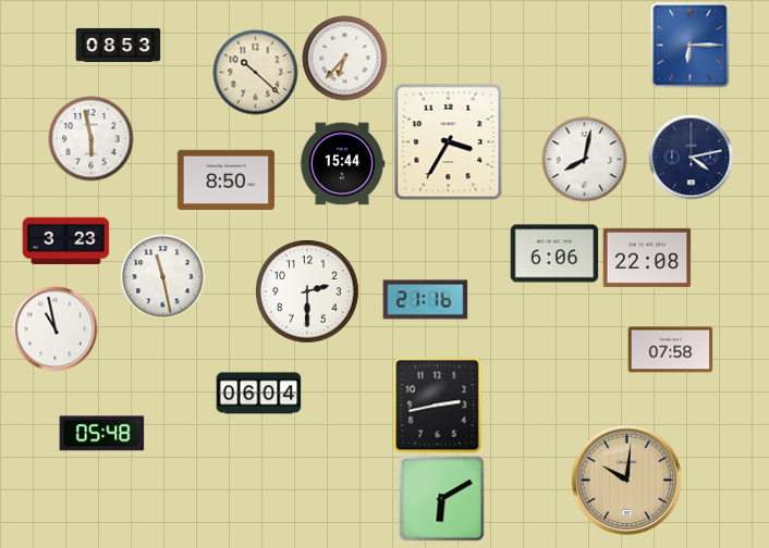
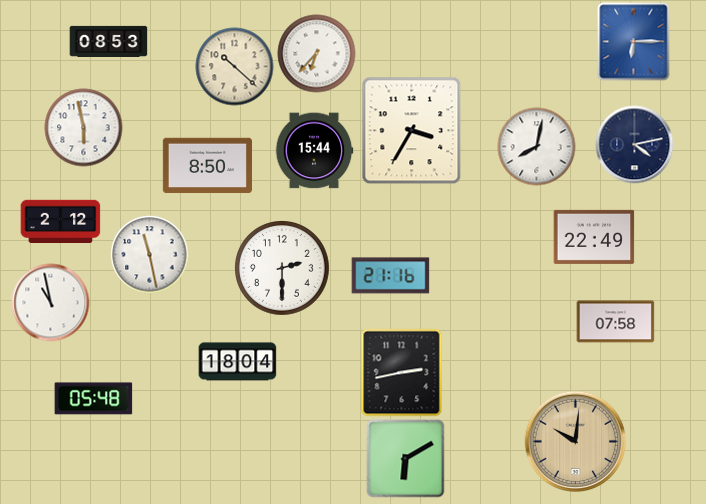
clock at (65, 240): 3:23 -> 2:12
clock at (554, 253): 6:06 -> none
clock at (647, 258): 22:08 -> 22:49
clock at (258, 394): 06:04 -> 18:04
